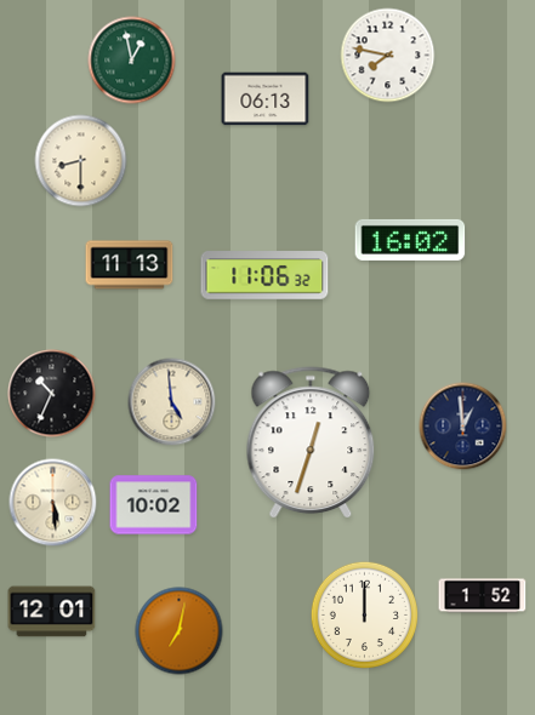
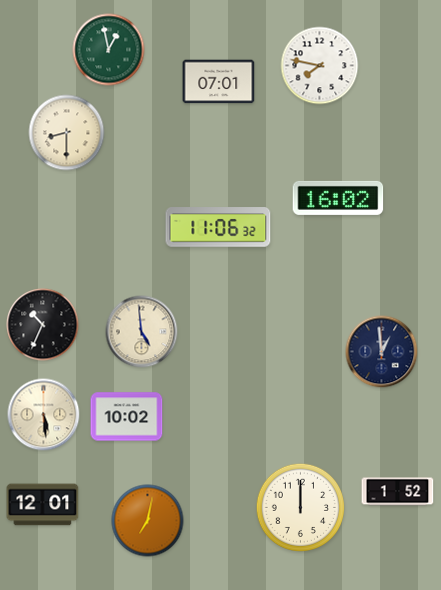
clock at (388, 56) position: (388, 56) -> (320, 66)
clock at (266, 99): 06:13 -> 07:01
clock at (130, 265): 11:13 -> none
clock at (311, 444): 12:33 -> none
